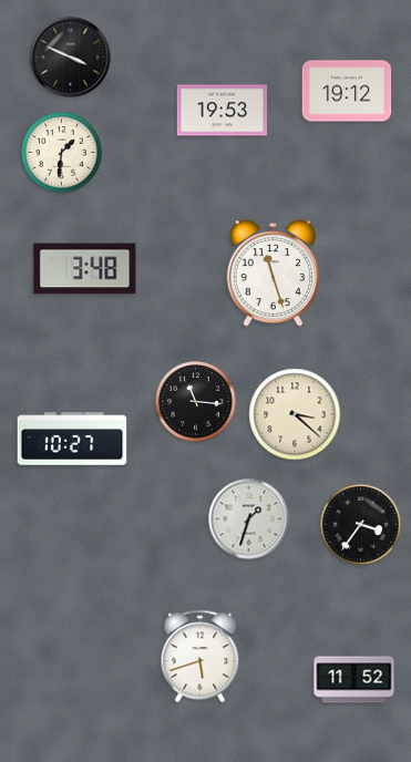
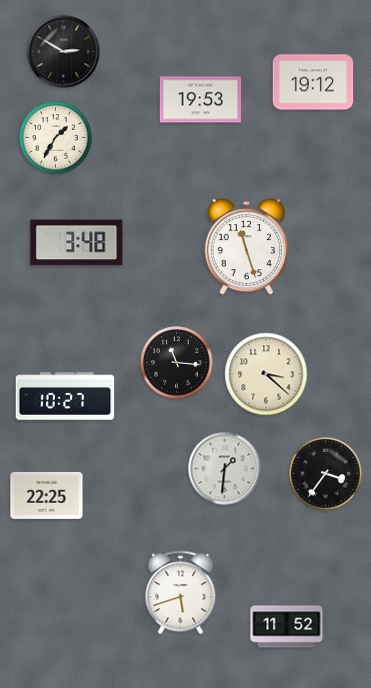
clock at (71, 58): 3:49 -> 2:50
clock at (62, 153): 1:31 -> 1:35
clock at (249, 519): 1:33 -> 1:31
clock at (47, 495): none -> 22:25
clock at (355, 680) position: (355, 680) -> (287, 627)
